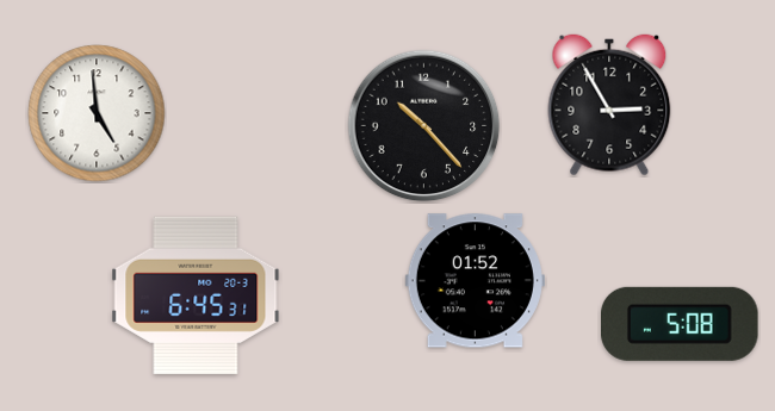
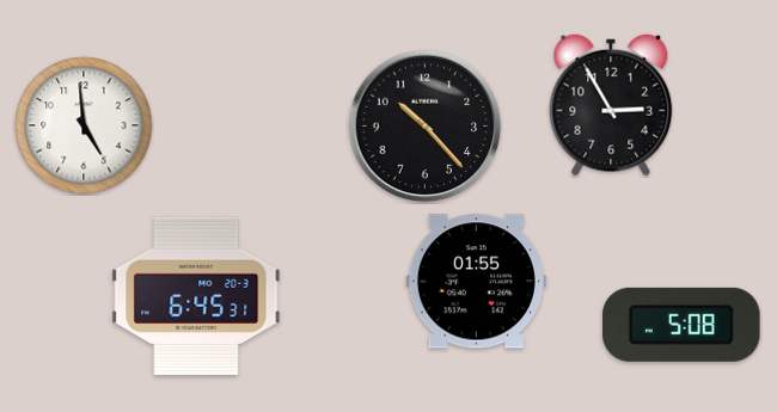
clock at (97, 113) position: (97, 113) -> (84, 125)
clock at (475, 281): 01:52 -> 01:55
